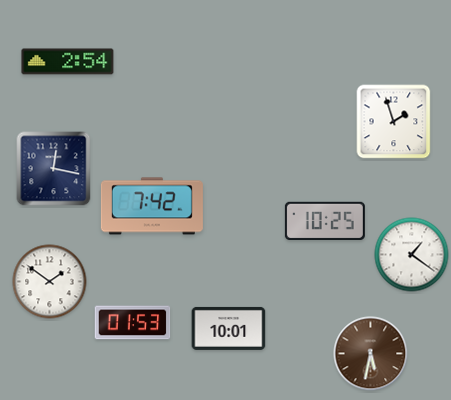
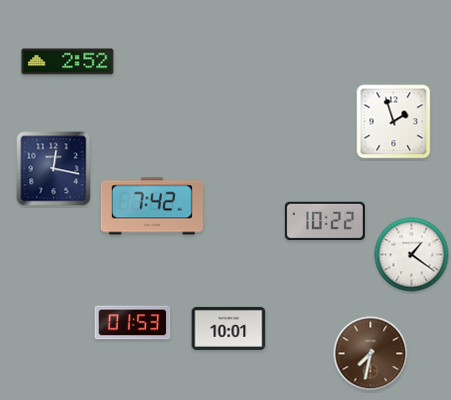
clock at (68, 62): 2:54 -> 2:52
clock at (325, 221): 10:25 -> 10:22
clock at (50, 282): 1:51 -> none
clock at (371, 354): 5:32 -> 7:32
